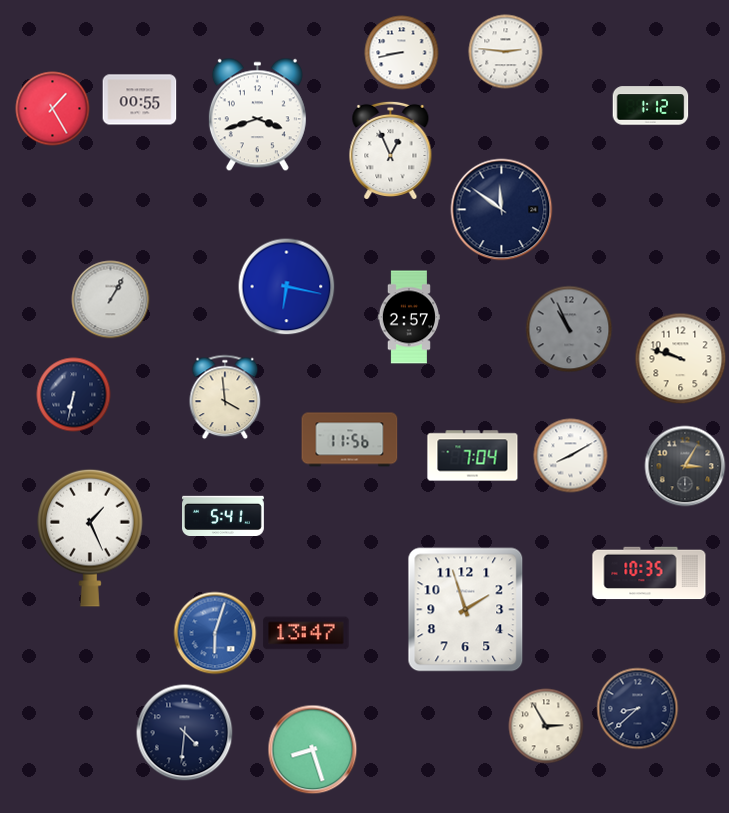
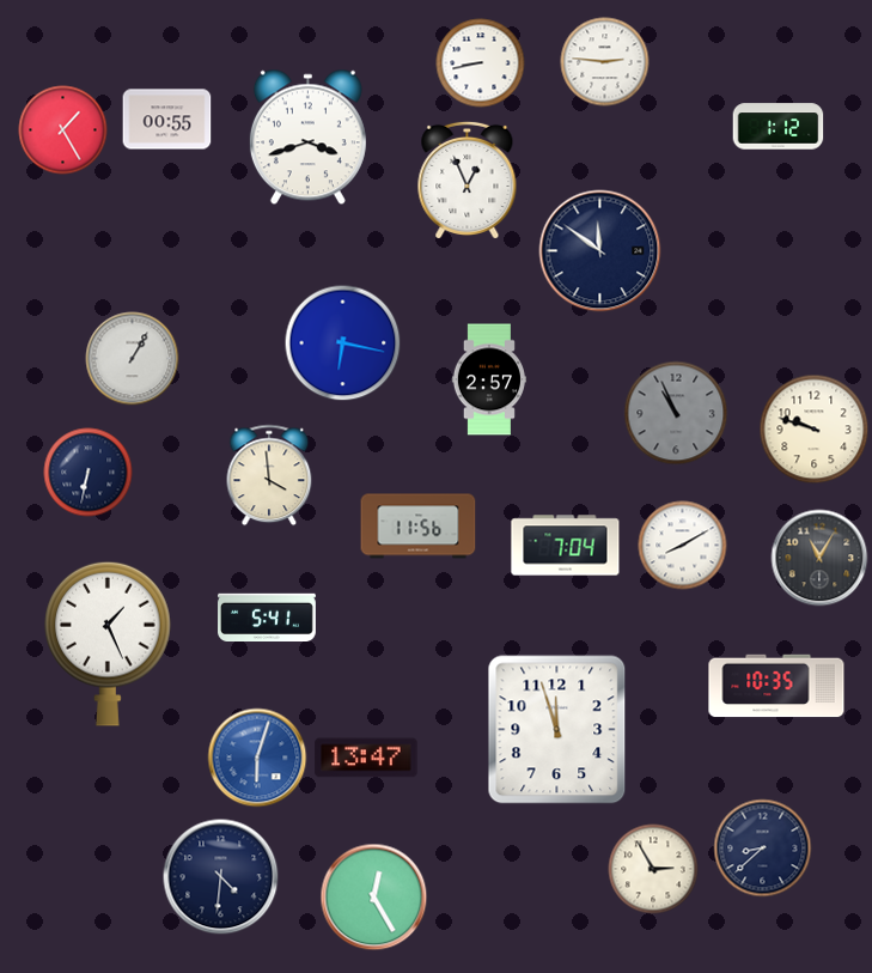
clock at (569, 329) position: (569, 329) -> (676, 413)
clock at (685, 466): 3:05 -> 11:05
clock at (466, 610): 1:57 -> 11:57
clock at (313, 750): 8:27 -> 12:25
